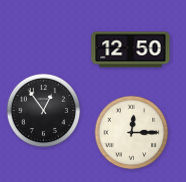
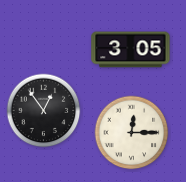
clock at (131, 50): 12:50 -> 3:05
